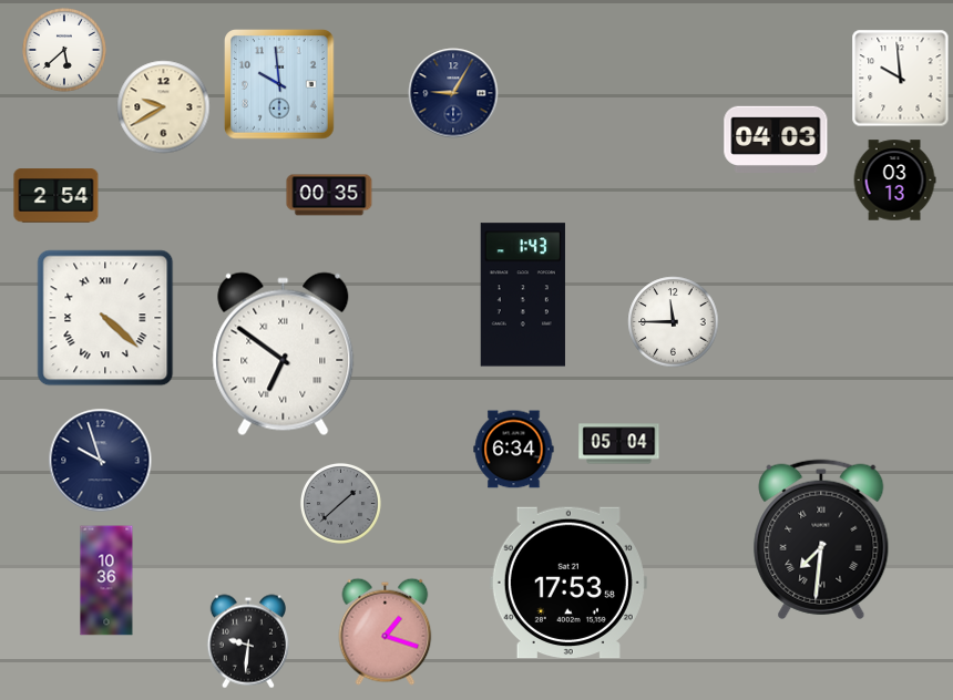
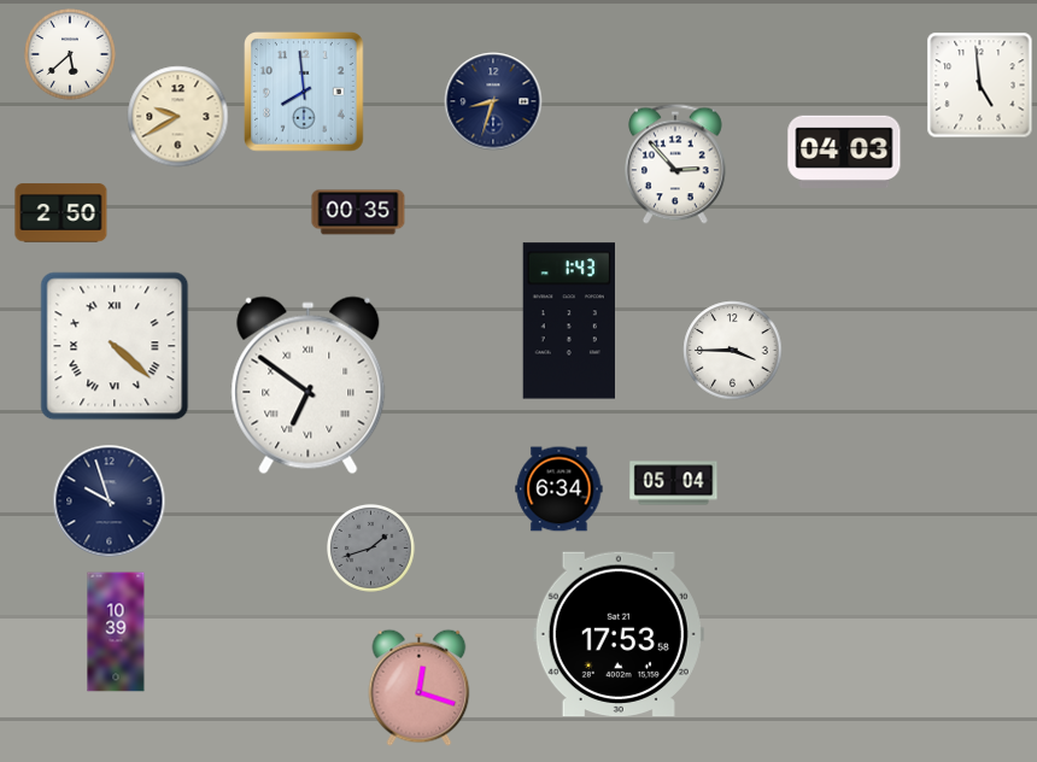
clock at (901, 79): 9:59 -> 4:59
clock at (279, 84): 9:59 -> 7:59
clock at (453, 93): 9:05 -> 8:33
clock at (676, 164): none -> 2:53
clock at (894, 181): 03:13 -> none
clock at (57, 196): 2:54 -> 2:50
clock at (674, 322): 11:45 -> 3:45
clock at (340, 503): 1:38 -> 1:42
clock at (821, 539): 7:31 -> none
clock at (106, 580): 10:36 -> 10:39
clock at (386, 631): 1:18 -> 12:18
clock at (248, 641): 9:31 -> none
